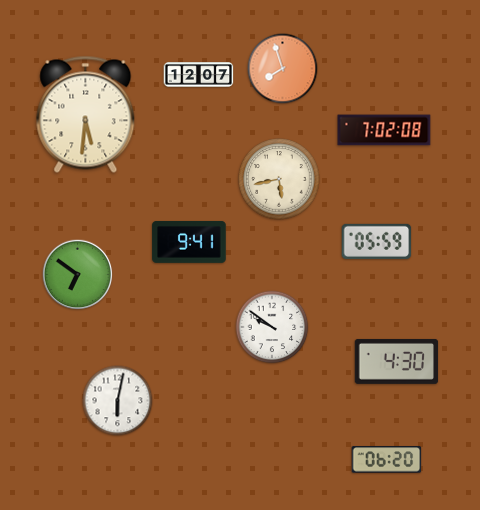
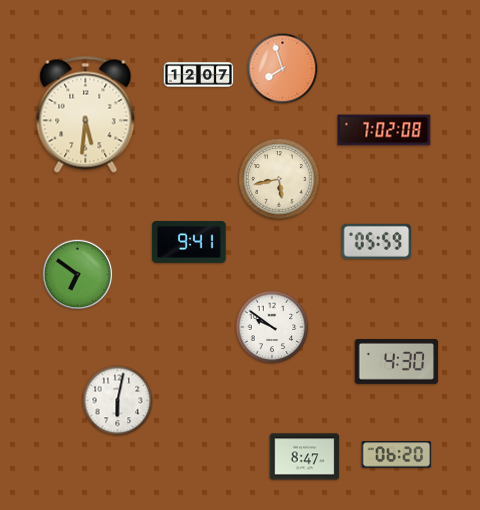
clock at (305, 457): none -> 8:47
clock at (387, 460) position: (387, 460) -> (397, 455)
